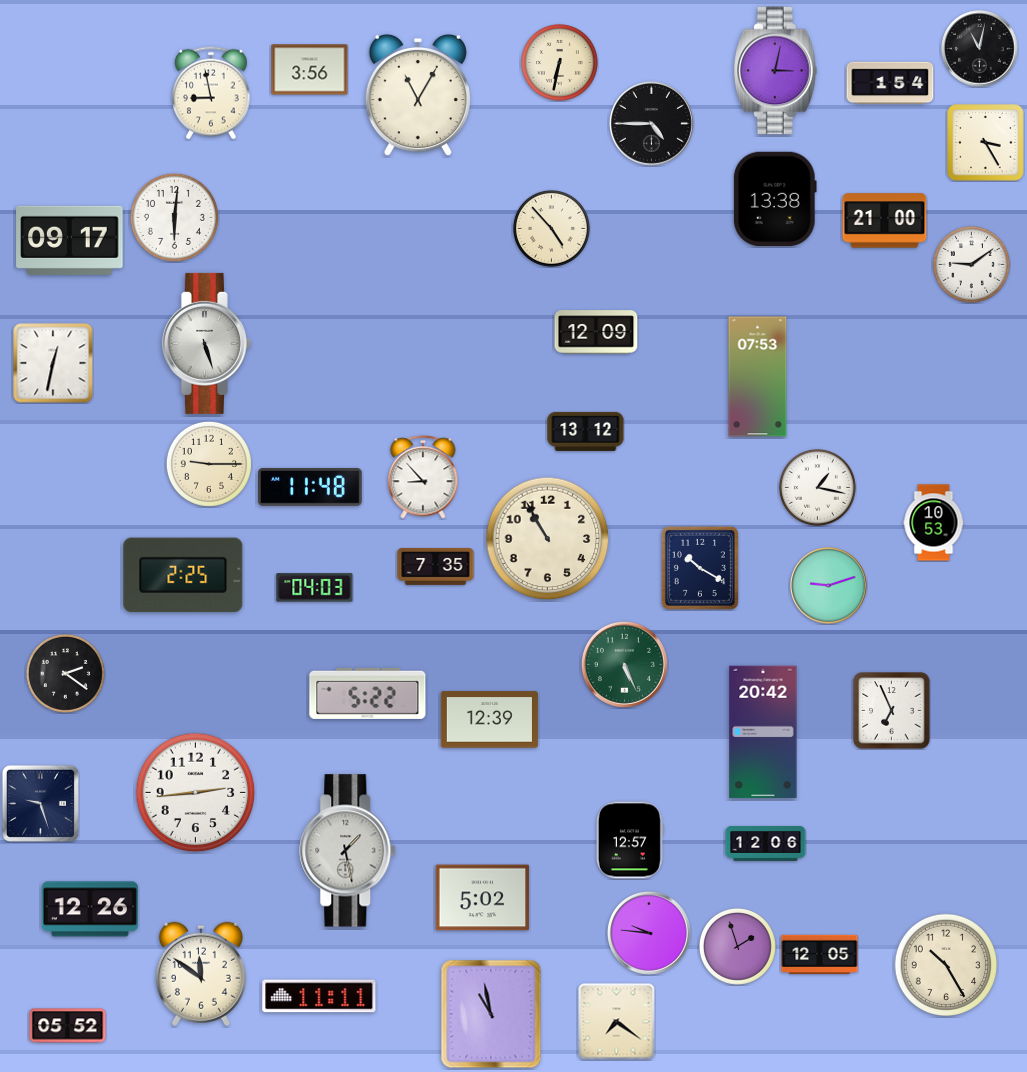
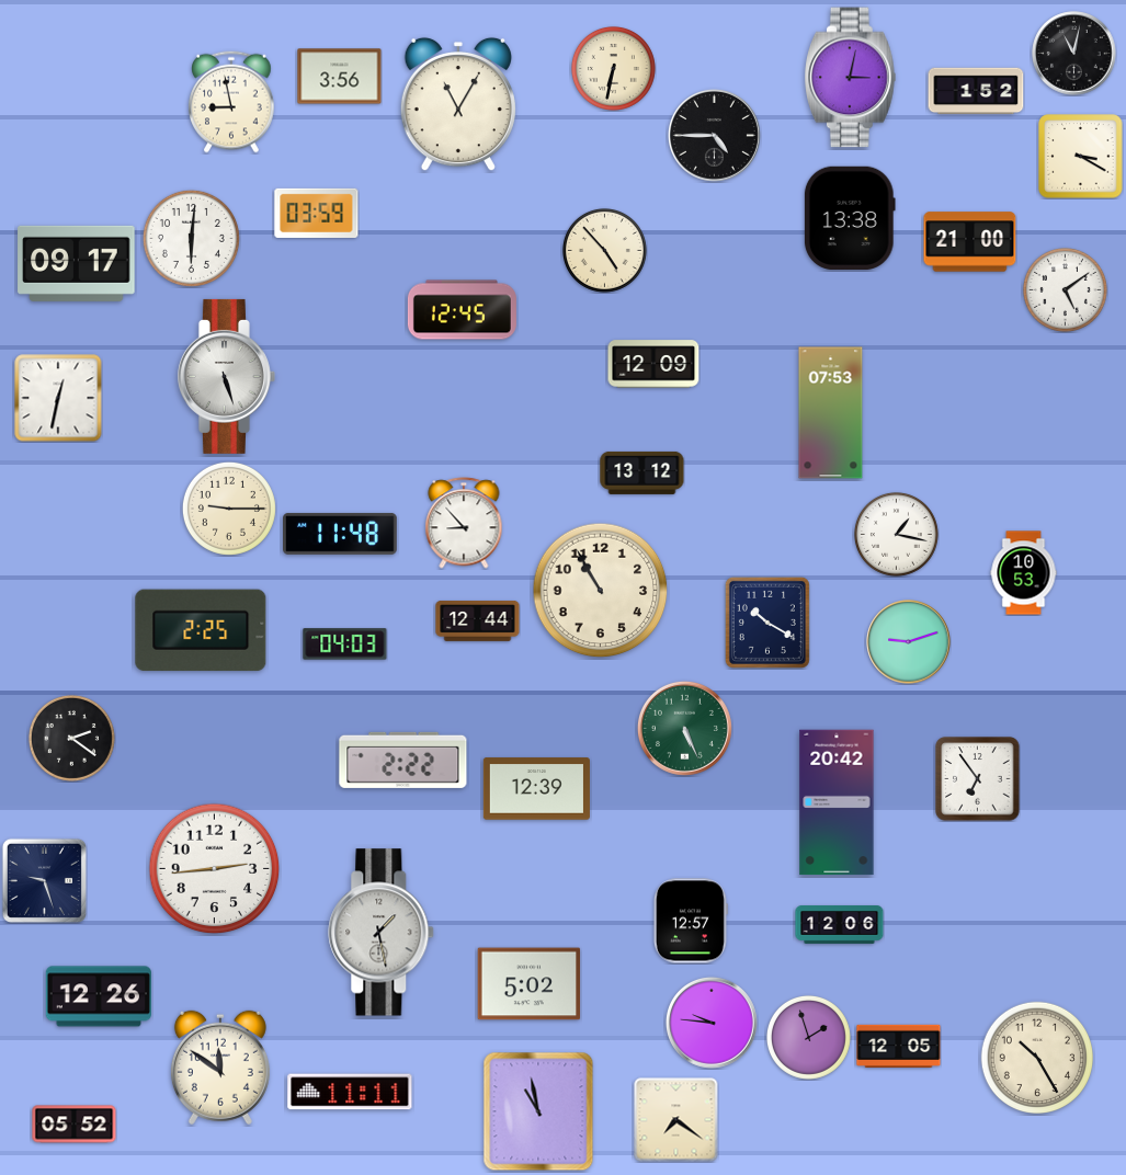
clock at (890, 83): 1:54 -> 1:52
clock at (986, 143): 3:25 -> 3:20
clock at (317, 213): none -> 03:59
clock at (971, 264): 9:09 -> 5:09
clock at (462, 310): none -> 12:45
clock at (436, 566): 7:35 -> 12:44
clock at (368, 693): 5:22 -> 2:22
clock at (892, 711): 6:56 -> 6:54
